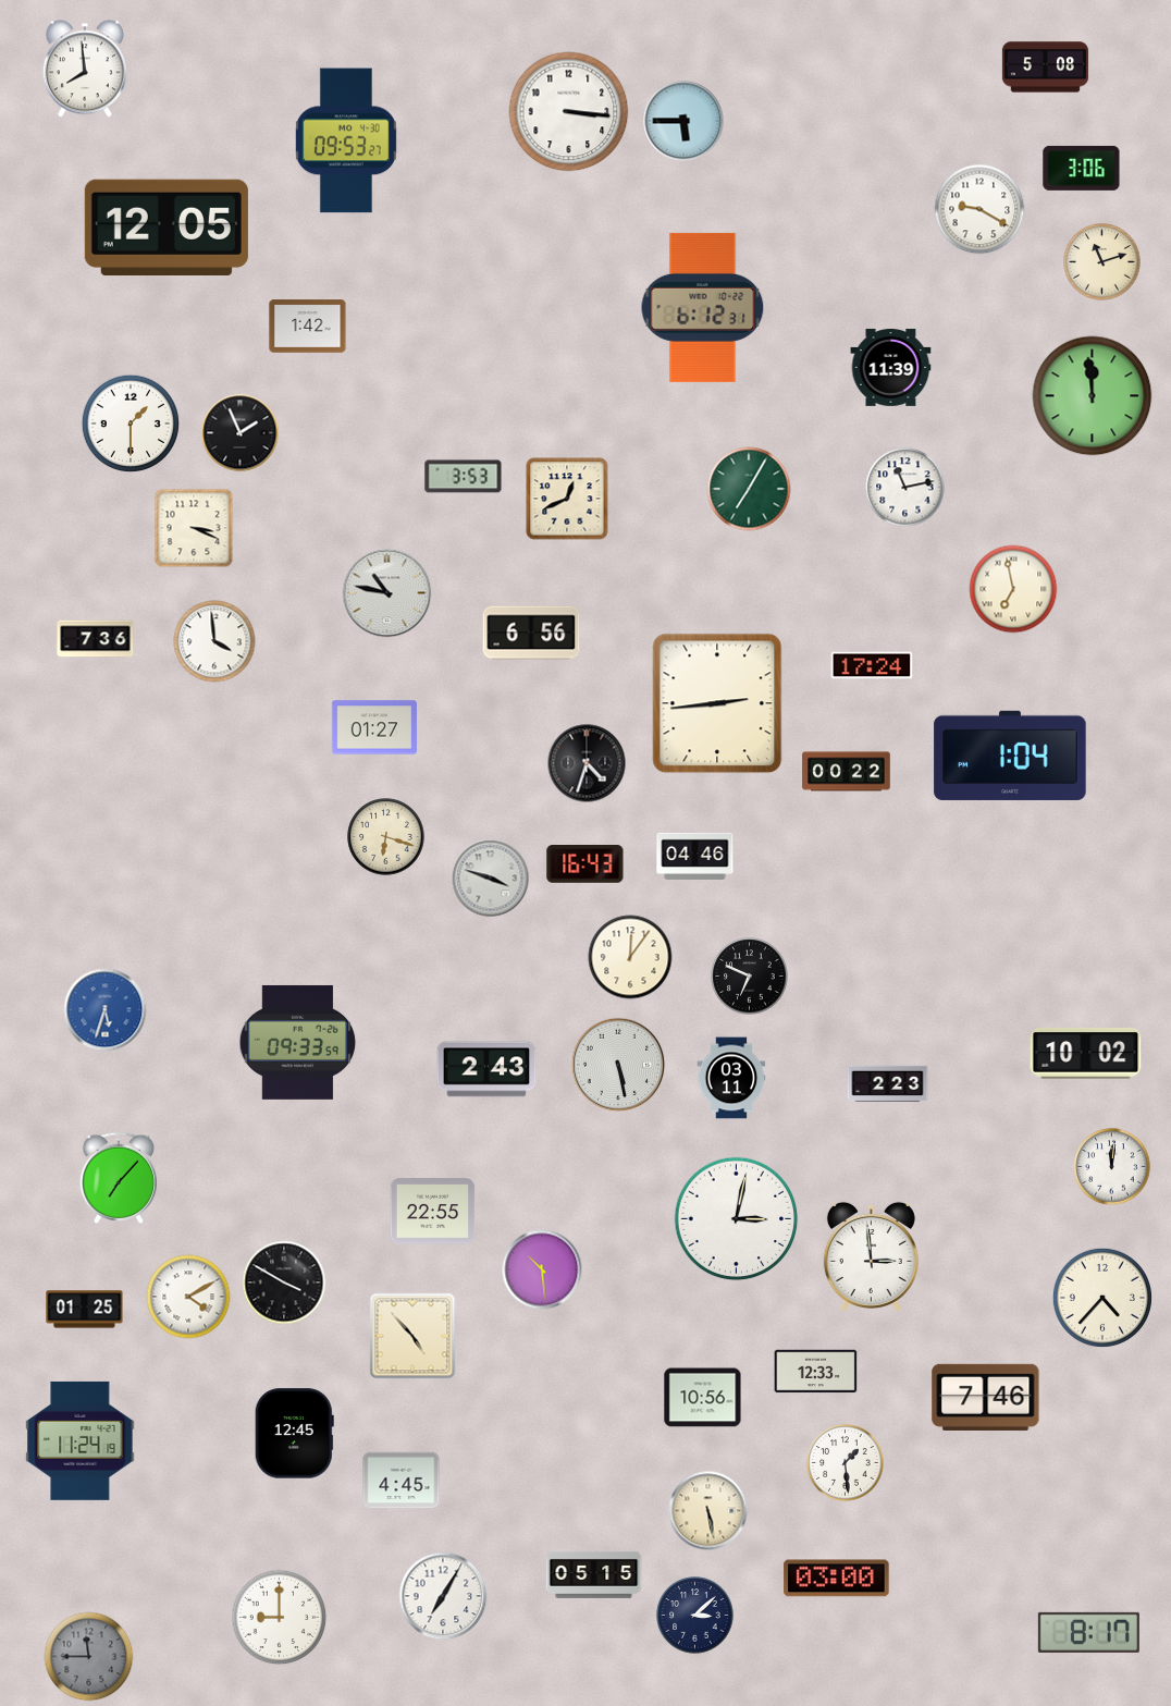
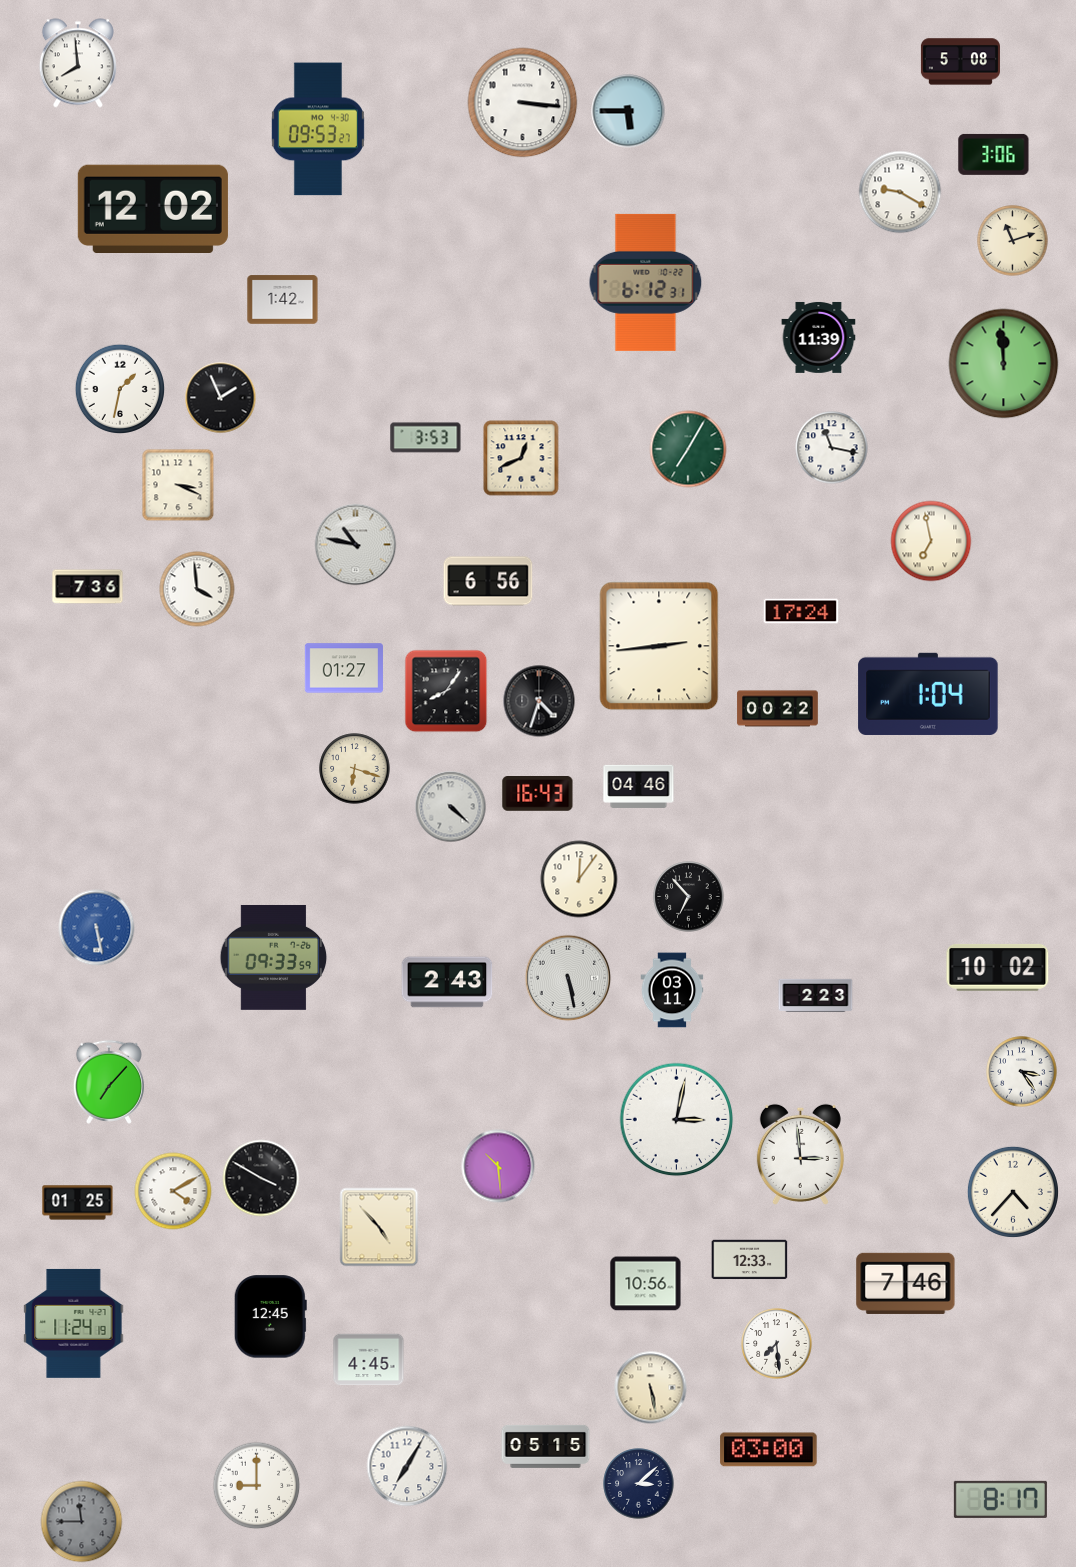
clock at (167, 226): 12:05 -> 12:02
clock at (130, 422): 1:30 -> 1:32
clock at (905, 488): 11:13 -> 11:17
clock at (446, 691): none -> 8:06
clock at (491, 879): 3:48 -> 4:22
clock at (750, 977): 6:49 -> 6:53
clock at (106, 1010): 5:33 -> 5:28
clock at (1112, 1167): 12:01 -> 3:24
clock at (433, 1212): 22:55 -> none
clock at (846, 1463): 1:29 -> 7:29
